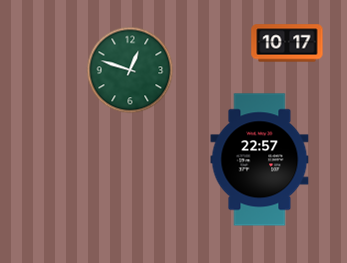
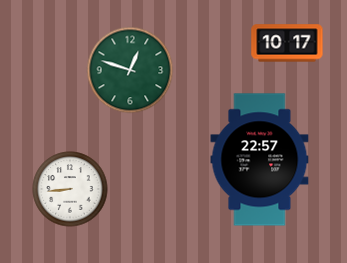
clock at (70, 189): none -> 8:44
